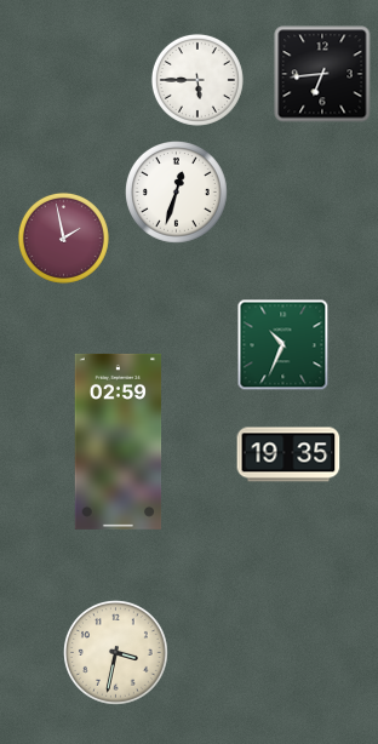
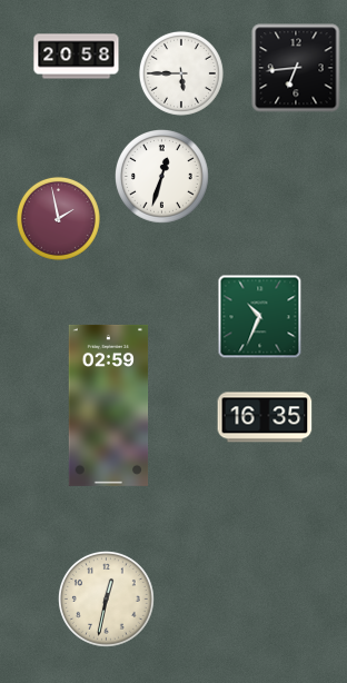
clock at (77, 57): none -> 20:58
clock at (288, 454): 19:35 -> 16:35
clock at (116, 653): 3:32 -> 12:32
